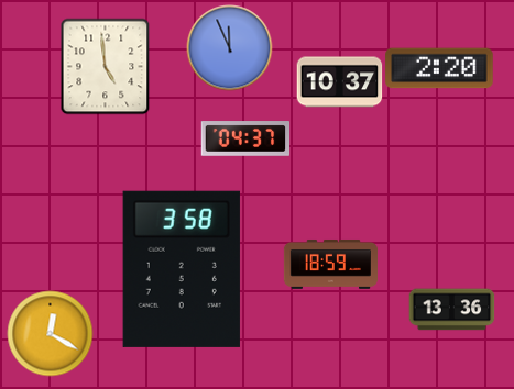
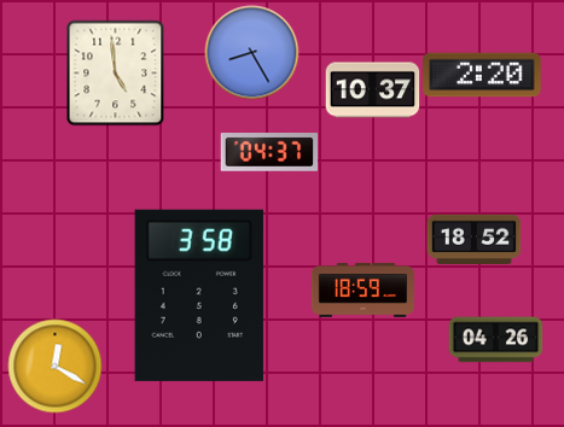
clock at (229, 47): 11:56 -> 8:25
clock at (473, 239): none -> 18:52
clock at (451, 310): 13:36 -> 04:26
